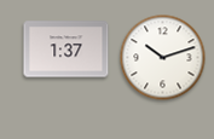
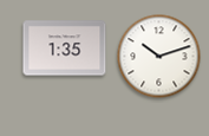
clock at (66, 50): 1:37 -> 1:35
